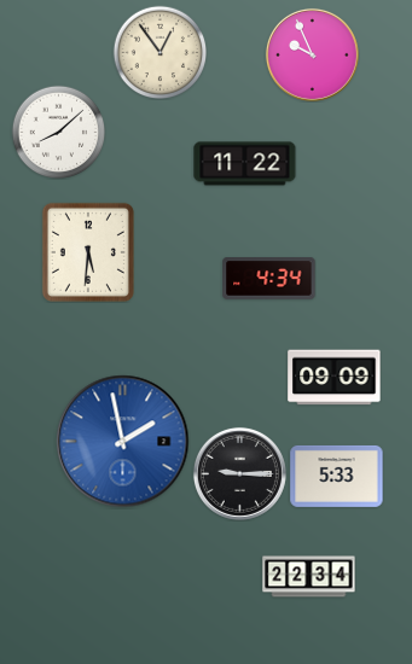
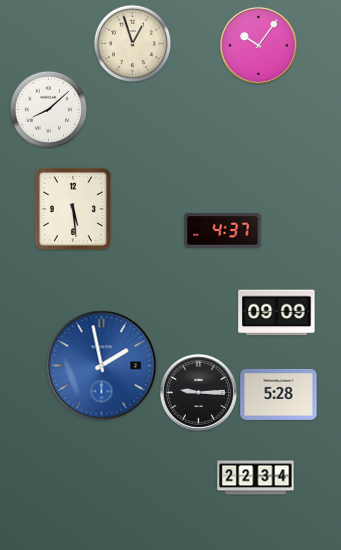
clock at (159, 52): 12:54 -> 12:57
clock at (312, 54): 9:56 -> 10:06
clock at (245, 164): 11:22 -> none
clock at (88, 252): 5:31 -> 5:29
clock at (269, 279): 4:34 -> 4:37
clock at (337, 476): 5:33 -> 5:28
